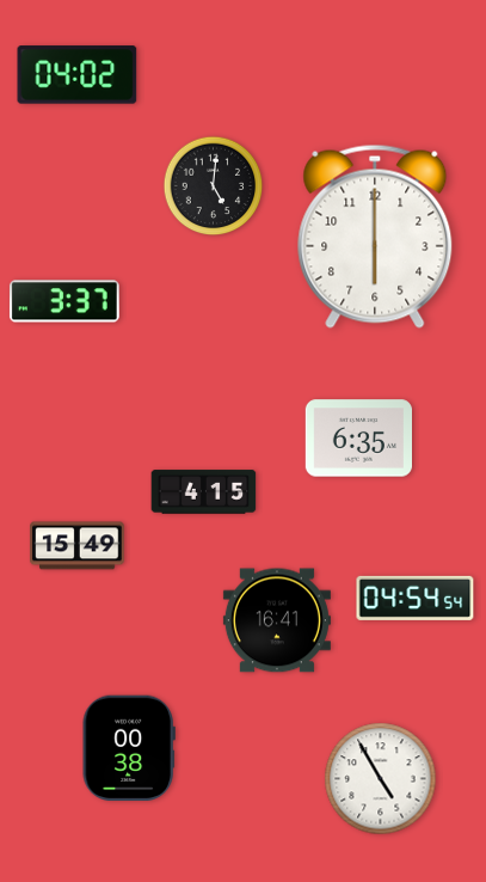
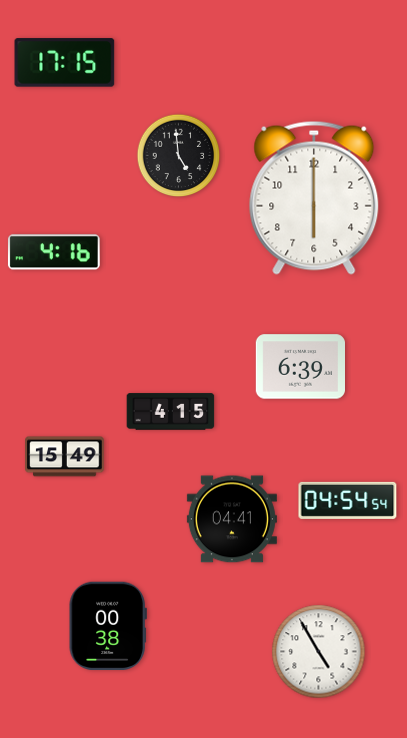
clock at (78, 75): 04:02 -> 17:15
clock at (214, 186): 5:01 -> 4:59
clock at (64, 301): 3:37 -> 4:16
clock at (358, 439): 6:35 -> 6:39
clock at (277, 620): 16:41 -> 04:41
